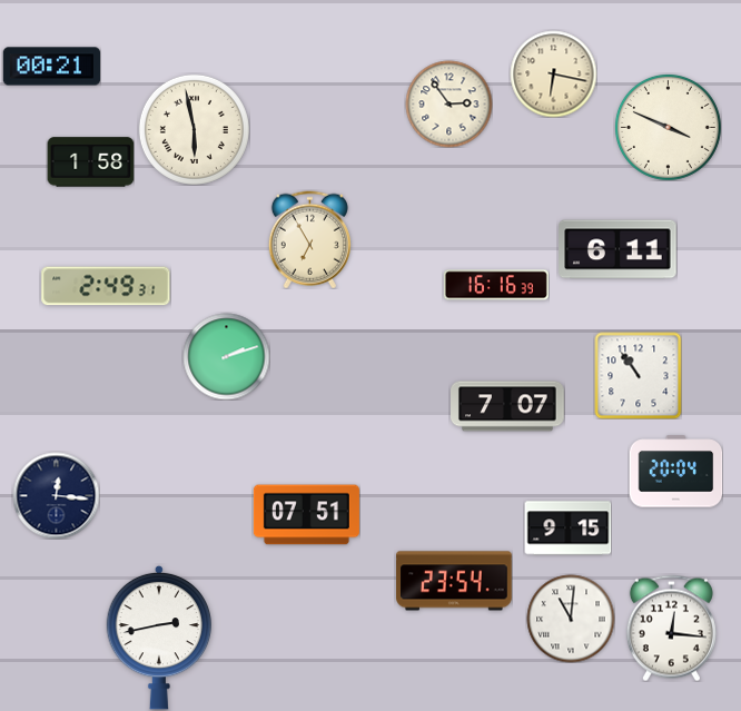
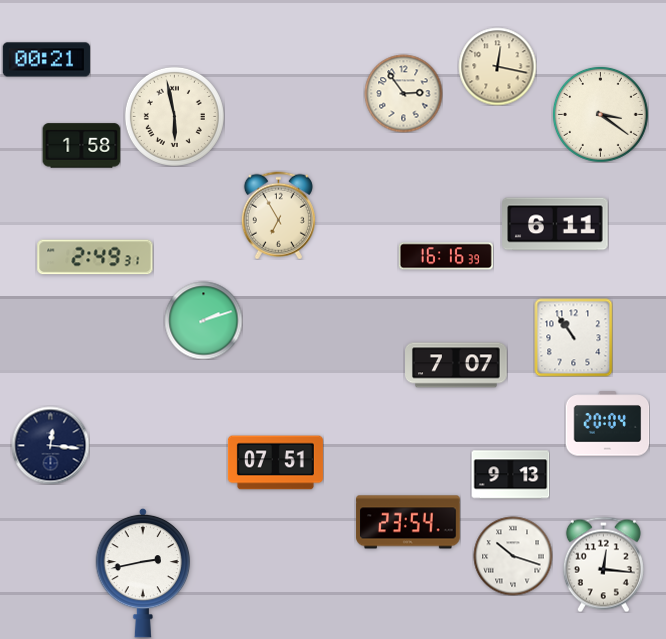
clock at (553, 73): 6:17 -> 12:17
clock at (668, 127): 3:49 -> 3:21
clock at (567, 529): 9:15 -> 9:13
clock at (571, 619): 11:01 -> 10:18
